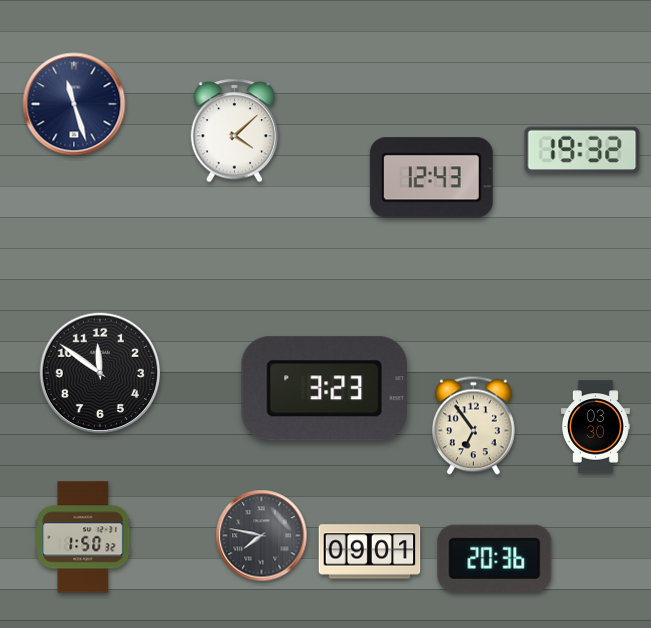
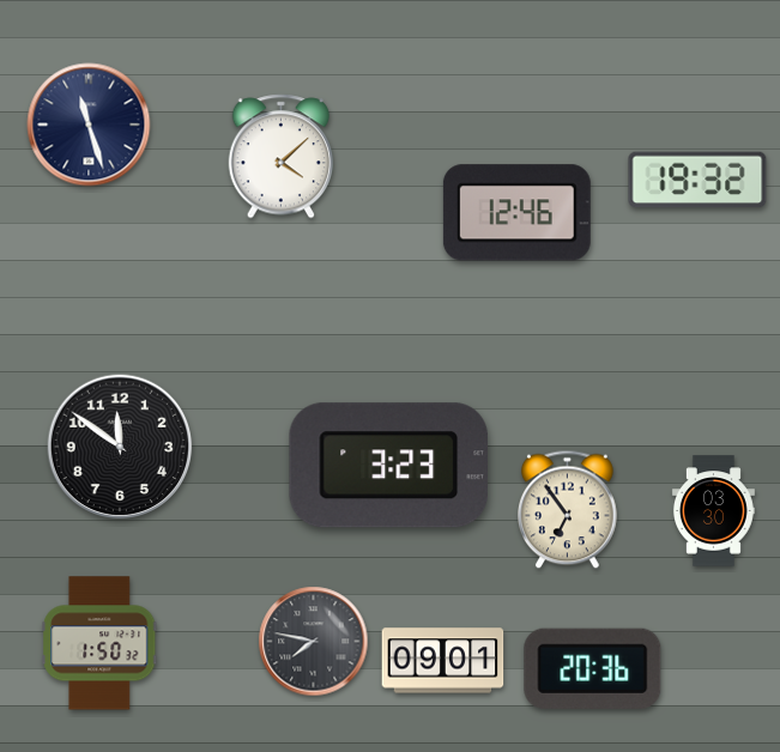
clock at (431, 178): 12:43 -> 12:46
